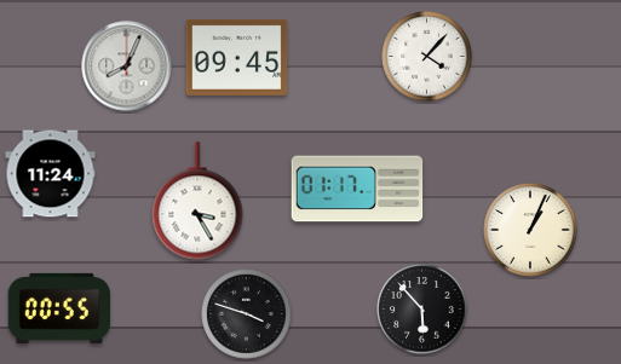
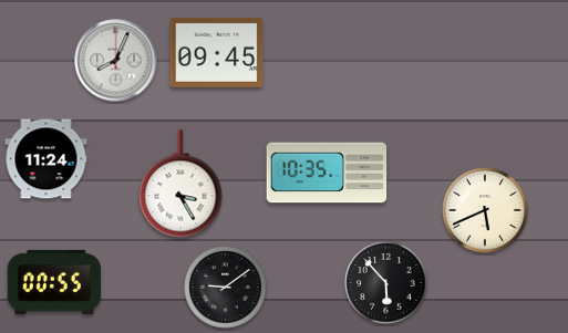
clock at (427, 57): 4:07 -> none
clock at (357, 189): 01:17 -> 10:35
clock at (530, 230): 1:04 -> 5:41
clock at (247, 314): 3:48 -> 9:09
